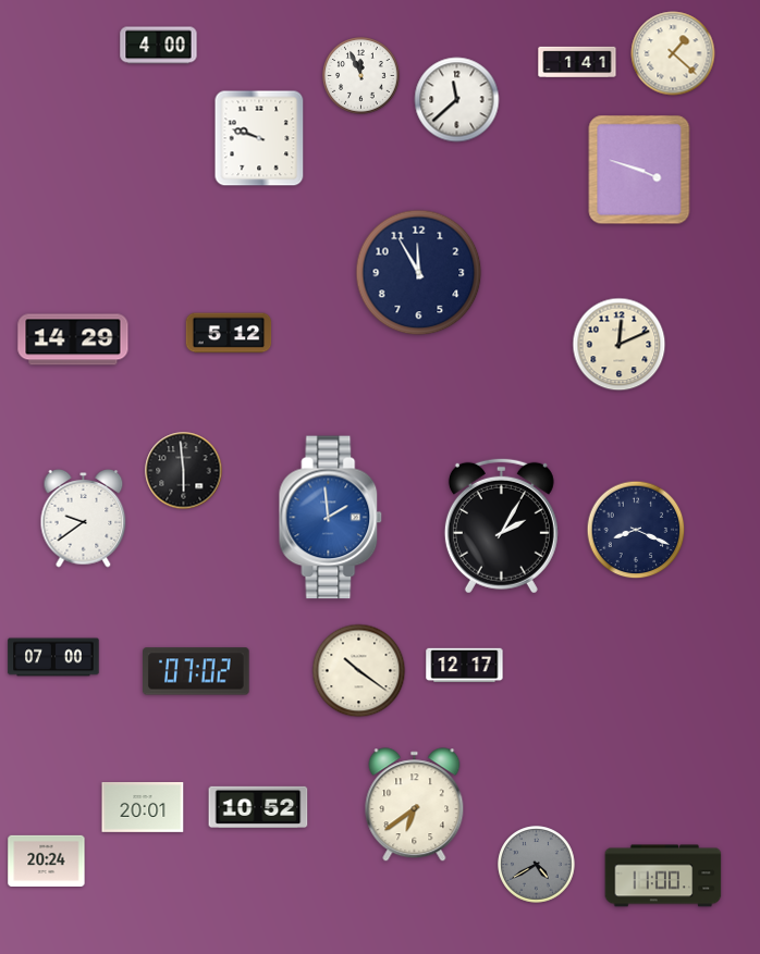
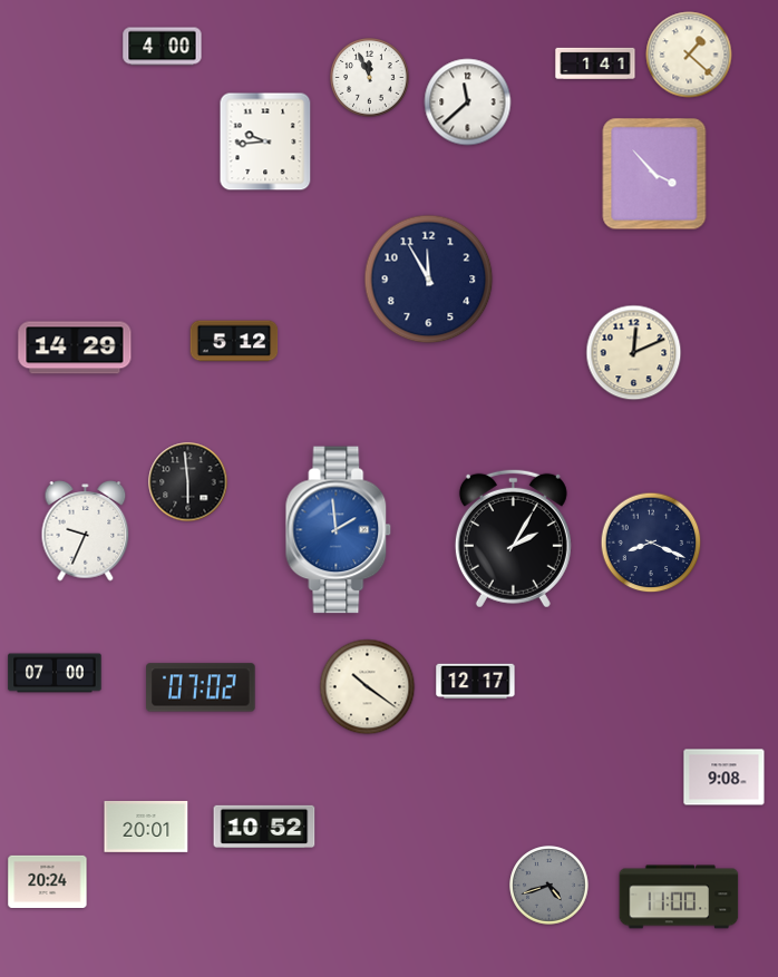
clock at (577, 61) position: (577, 61) -> (595, 62)
clock at (259, 138): 9:48 -> 9:44
clock at (639, 170): 3:48 -> 3:53
clock at (84, 519): 9:39 -> 9:34
clock at (724, 778): none -> 9:08
clock at (415, 805): 6:39 -> none
clock at (537, 865): 4:40 -> 4:42
